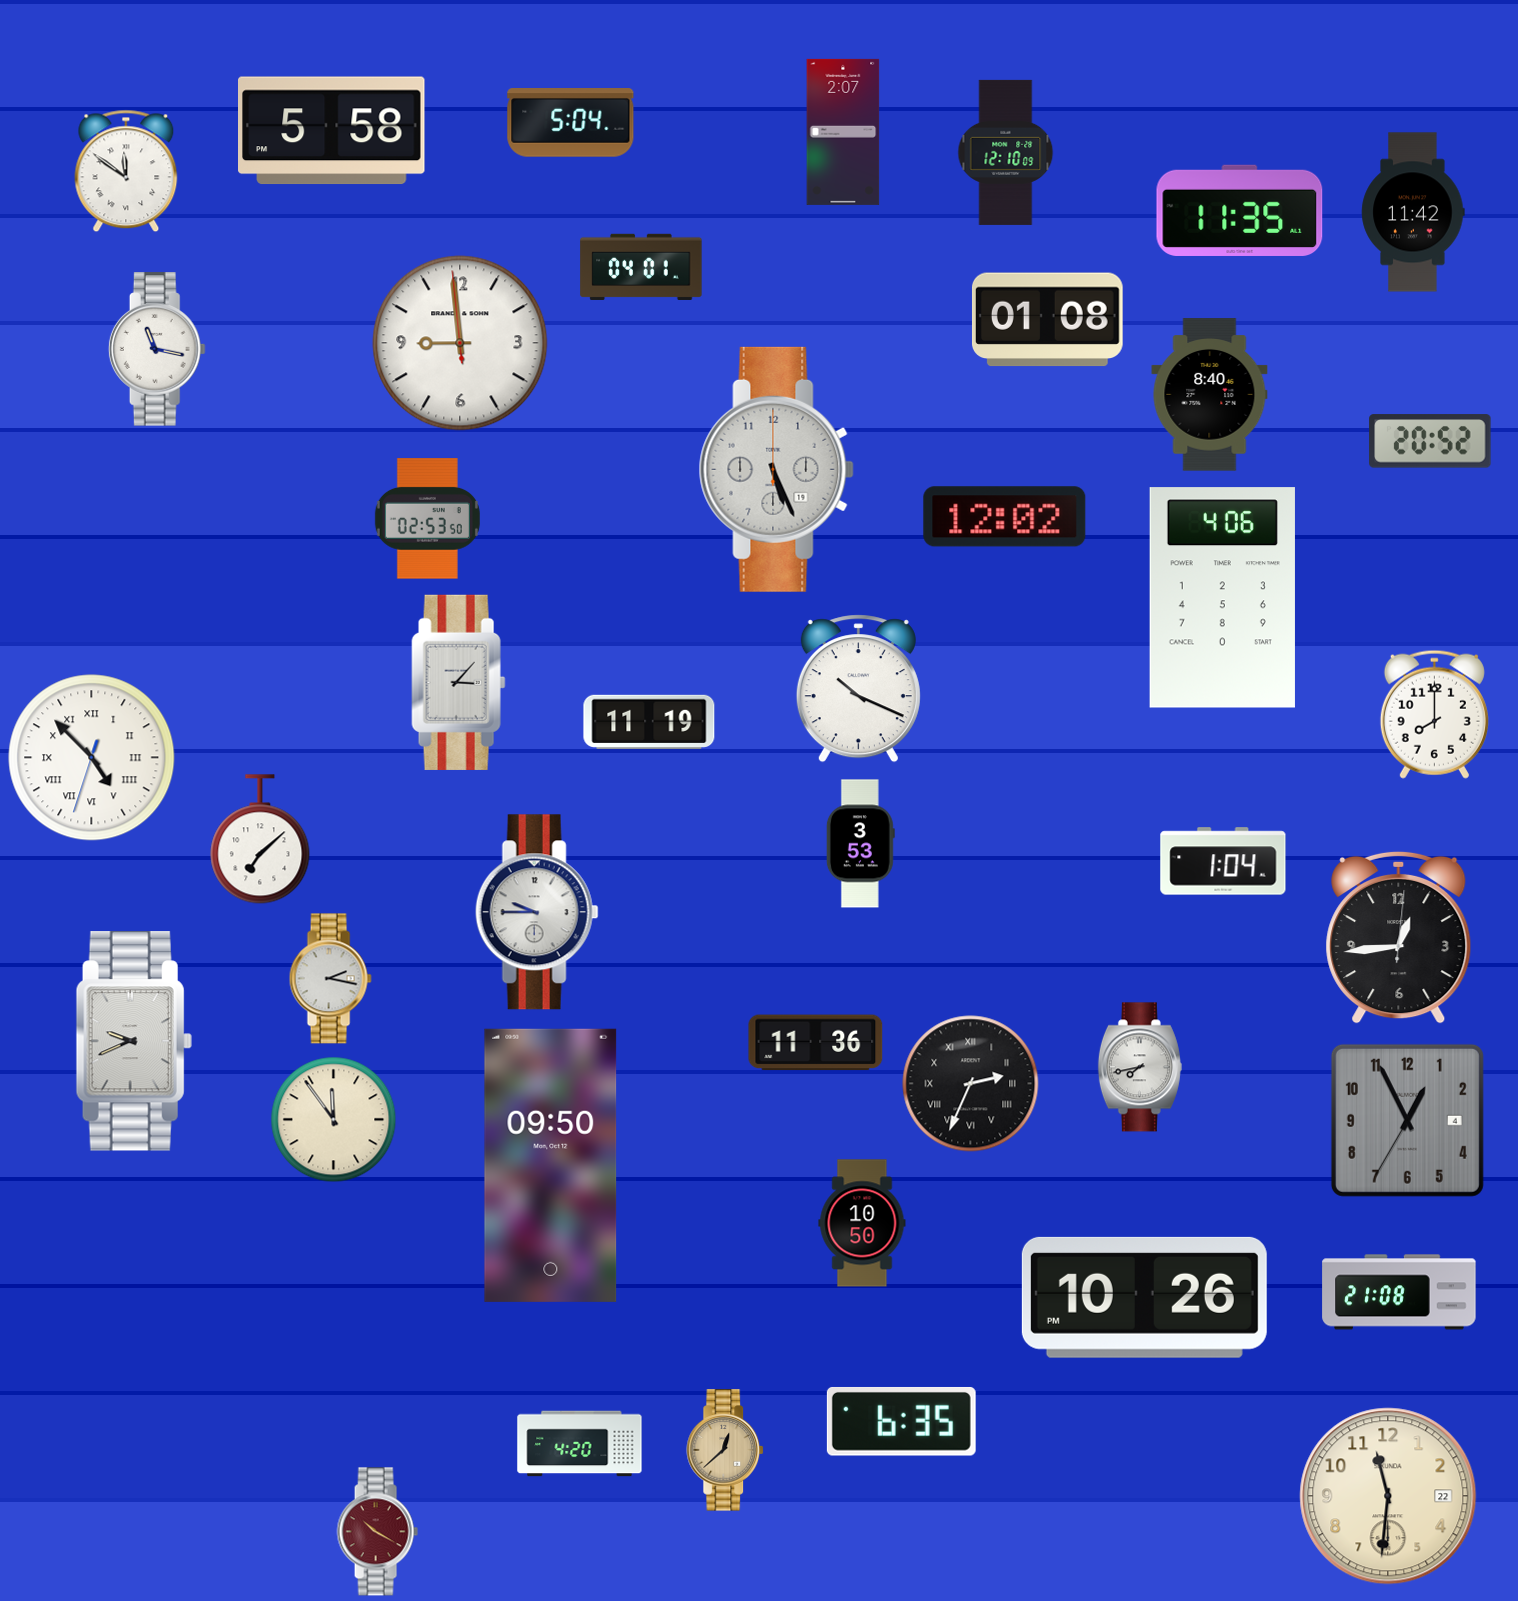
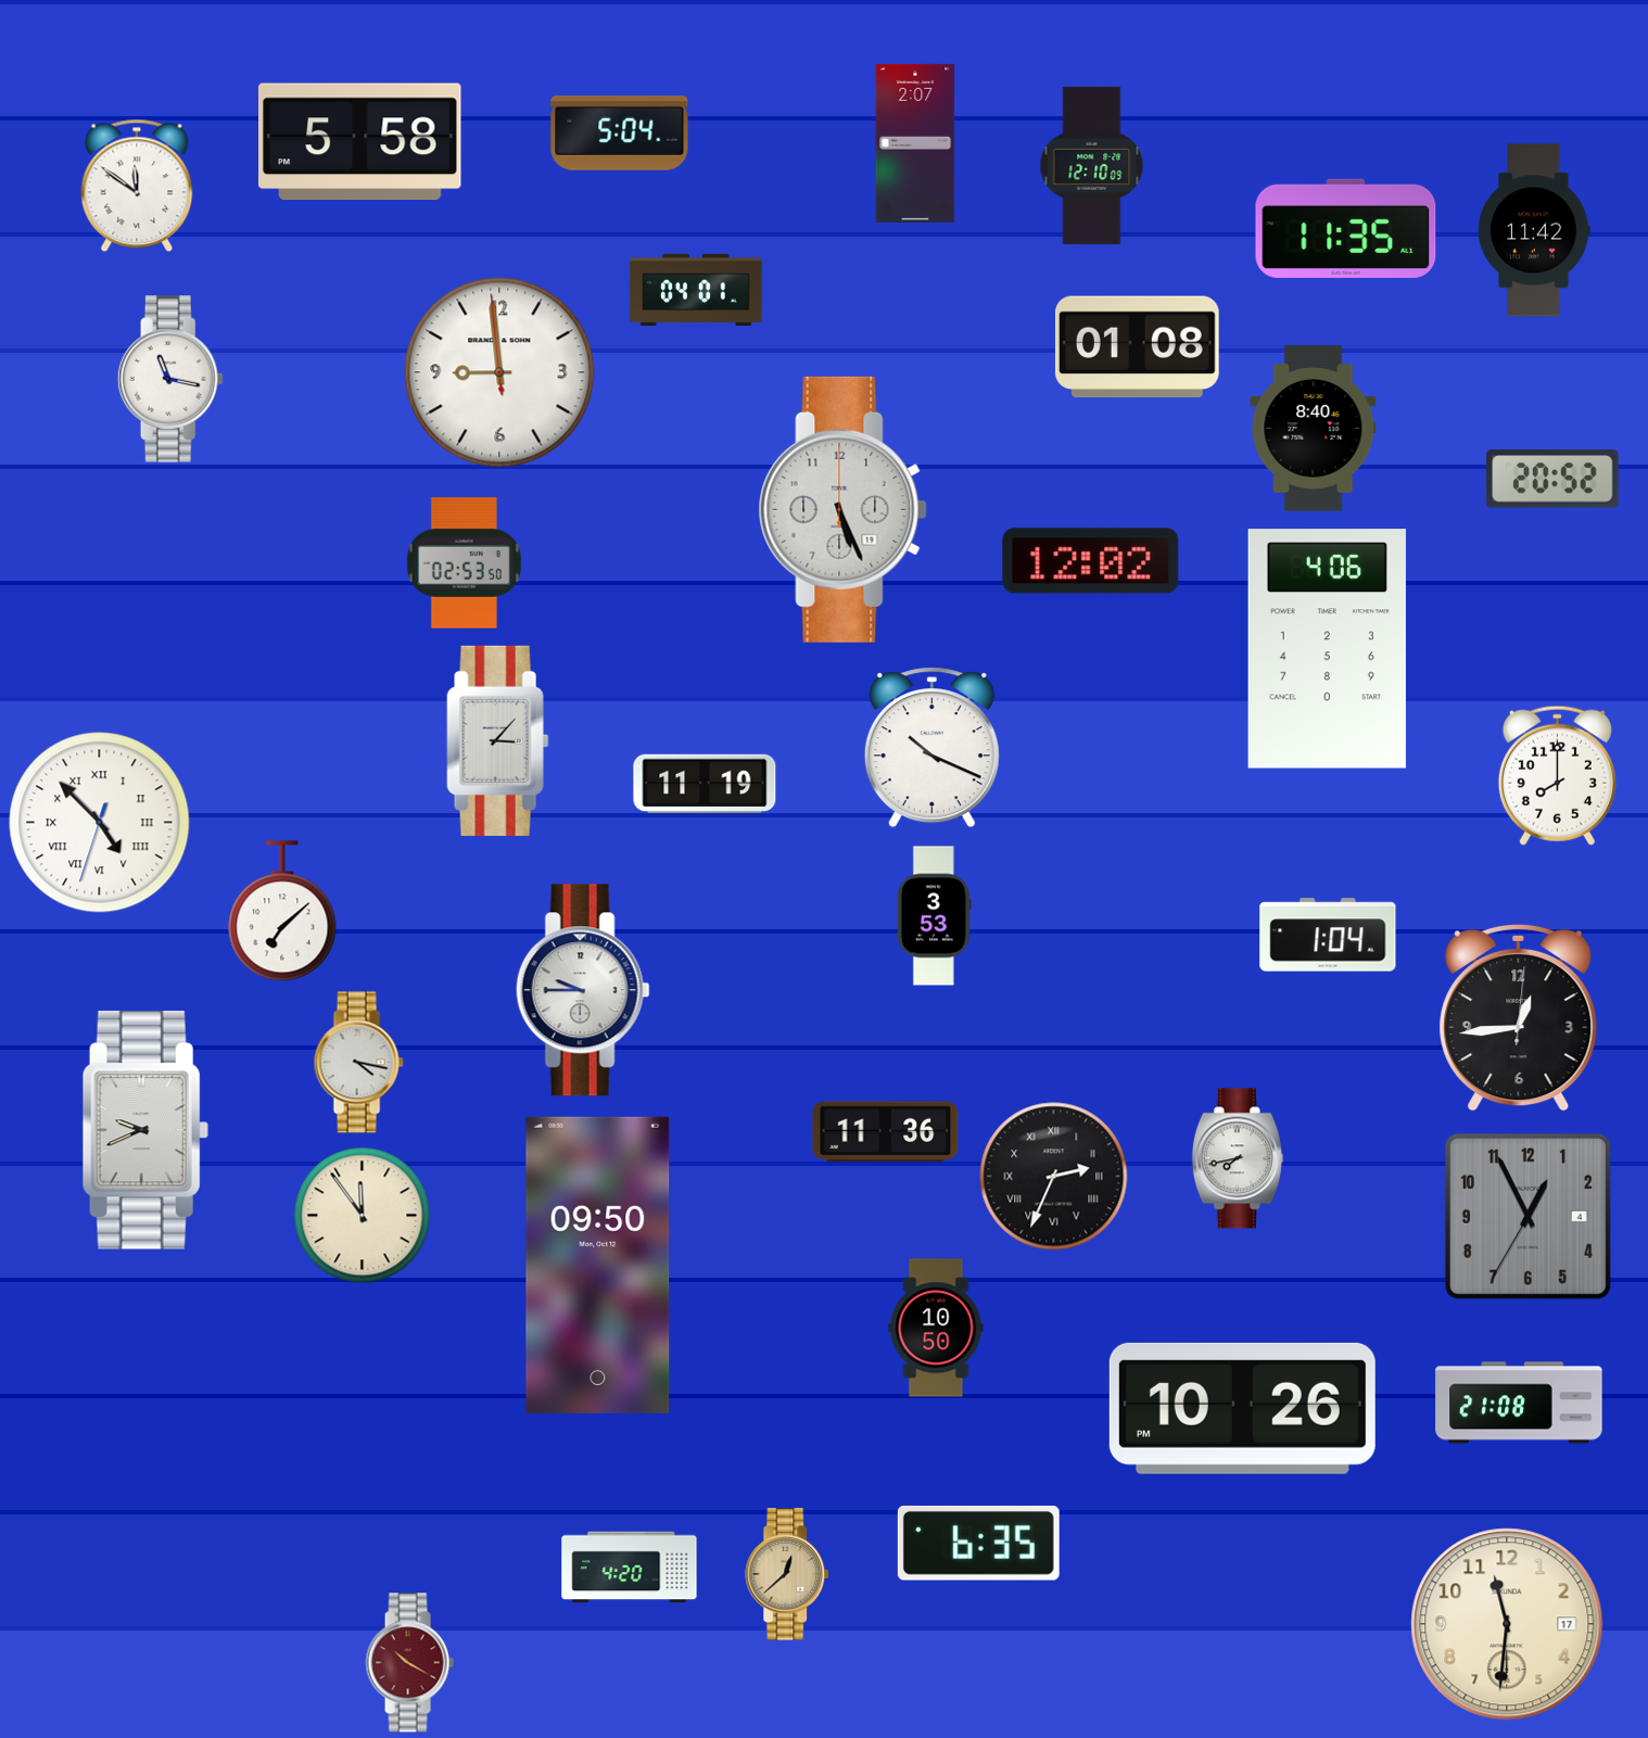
clock at (330, 979): 2:17 -> 4:17
clock at (1388, 1496) date: 22 -> 17
